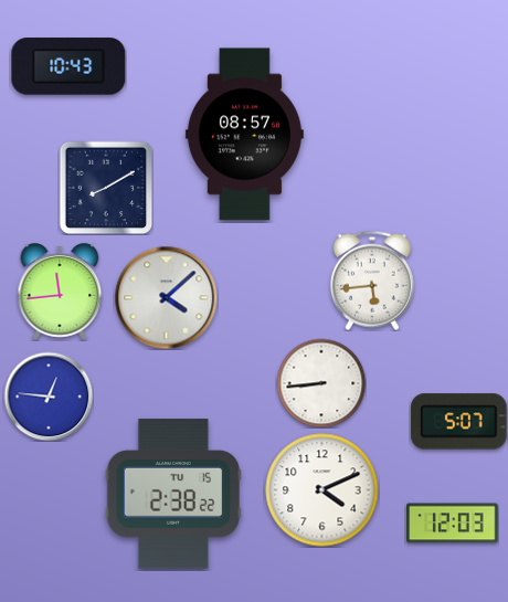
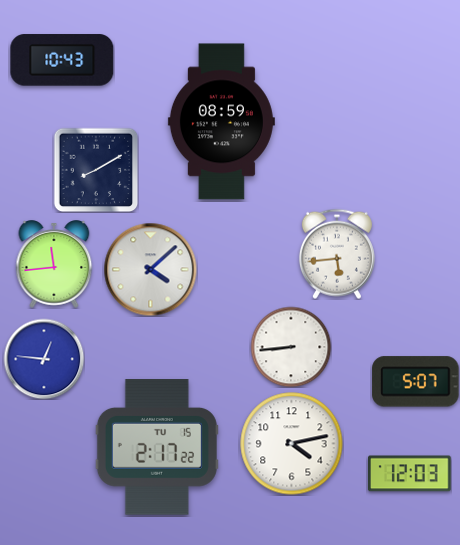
clock at (244, 135): 08:57 -> 08:59
clock at (322, 490): 4:11 -> 4:13
clock at (173, 494): 2:38 -> 2:17
